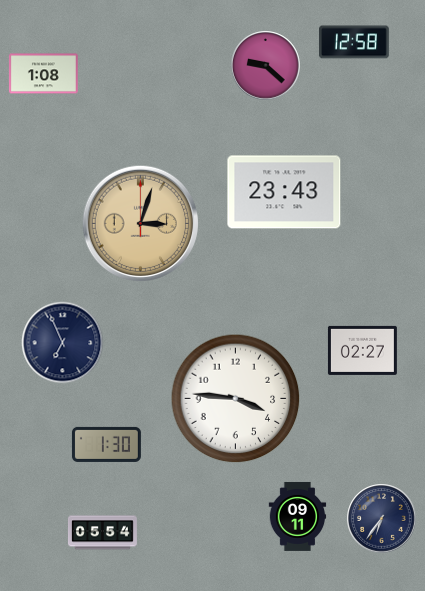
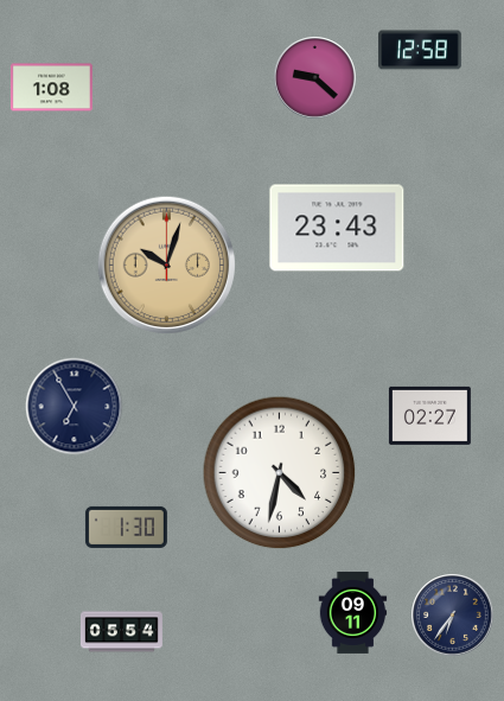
clock at (140, 223): 3:03 -> 10:03
clock at (63, 343): 6:56 -> 6:55
clock at (236, 399): 3:46 -> 4:32
